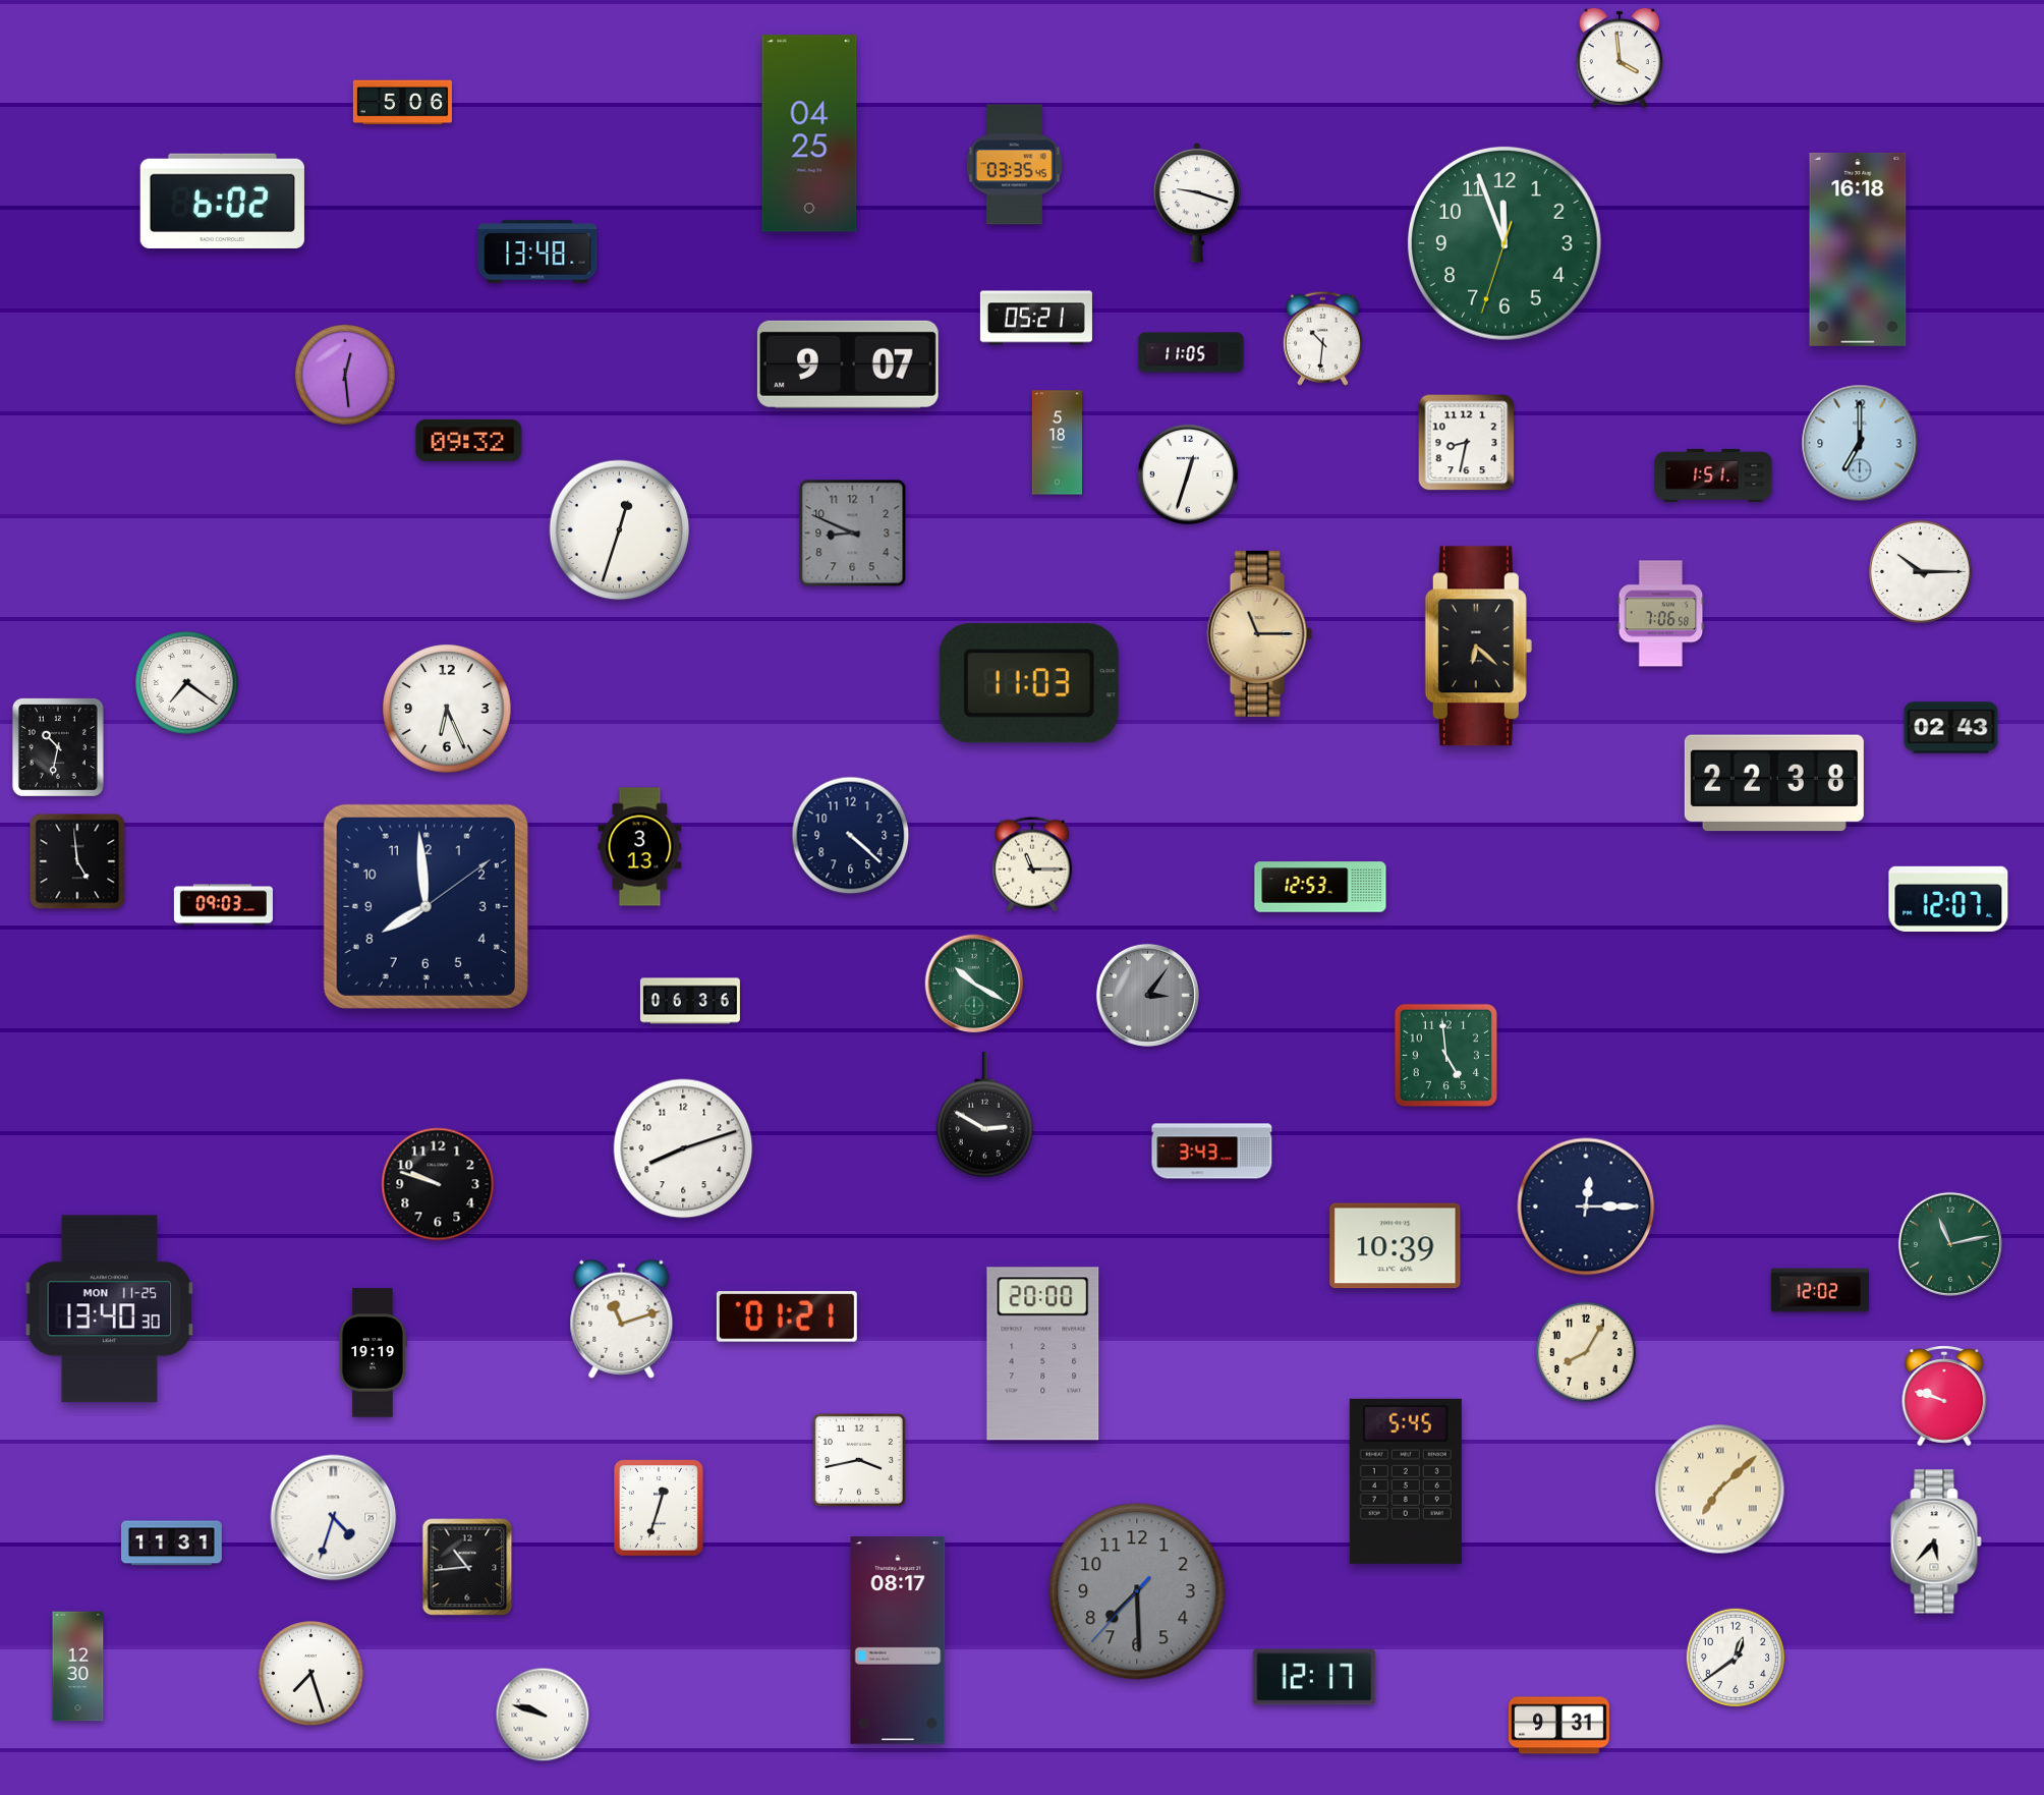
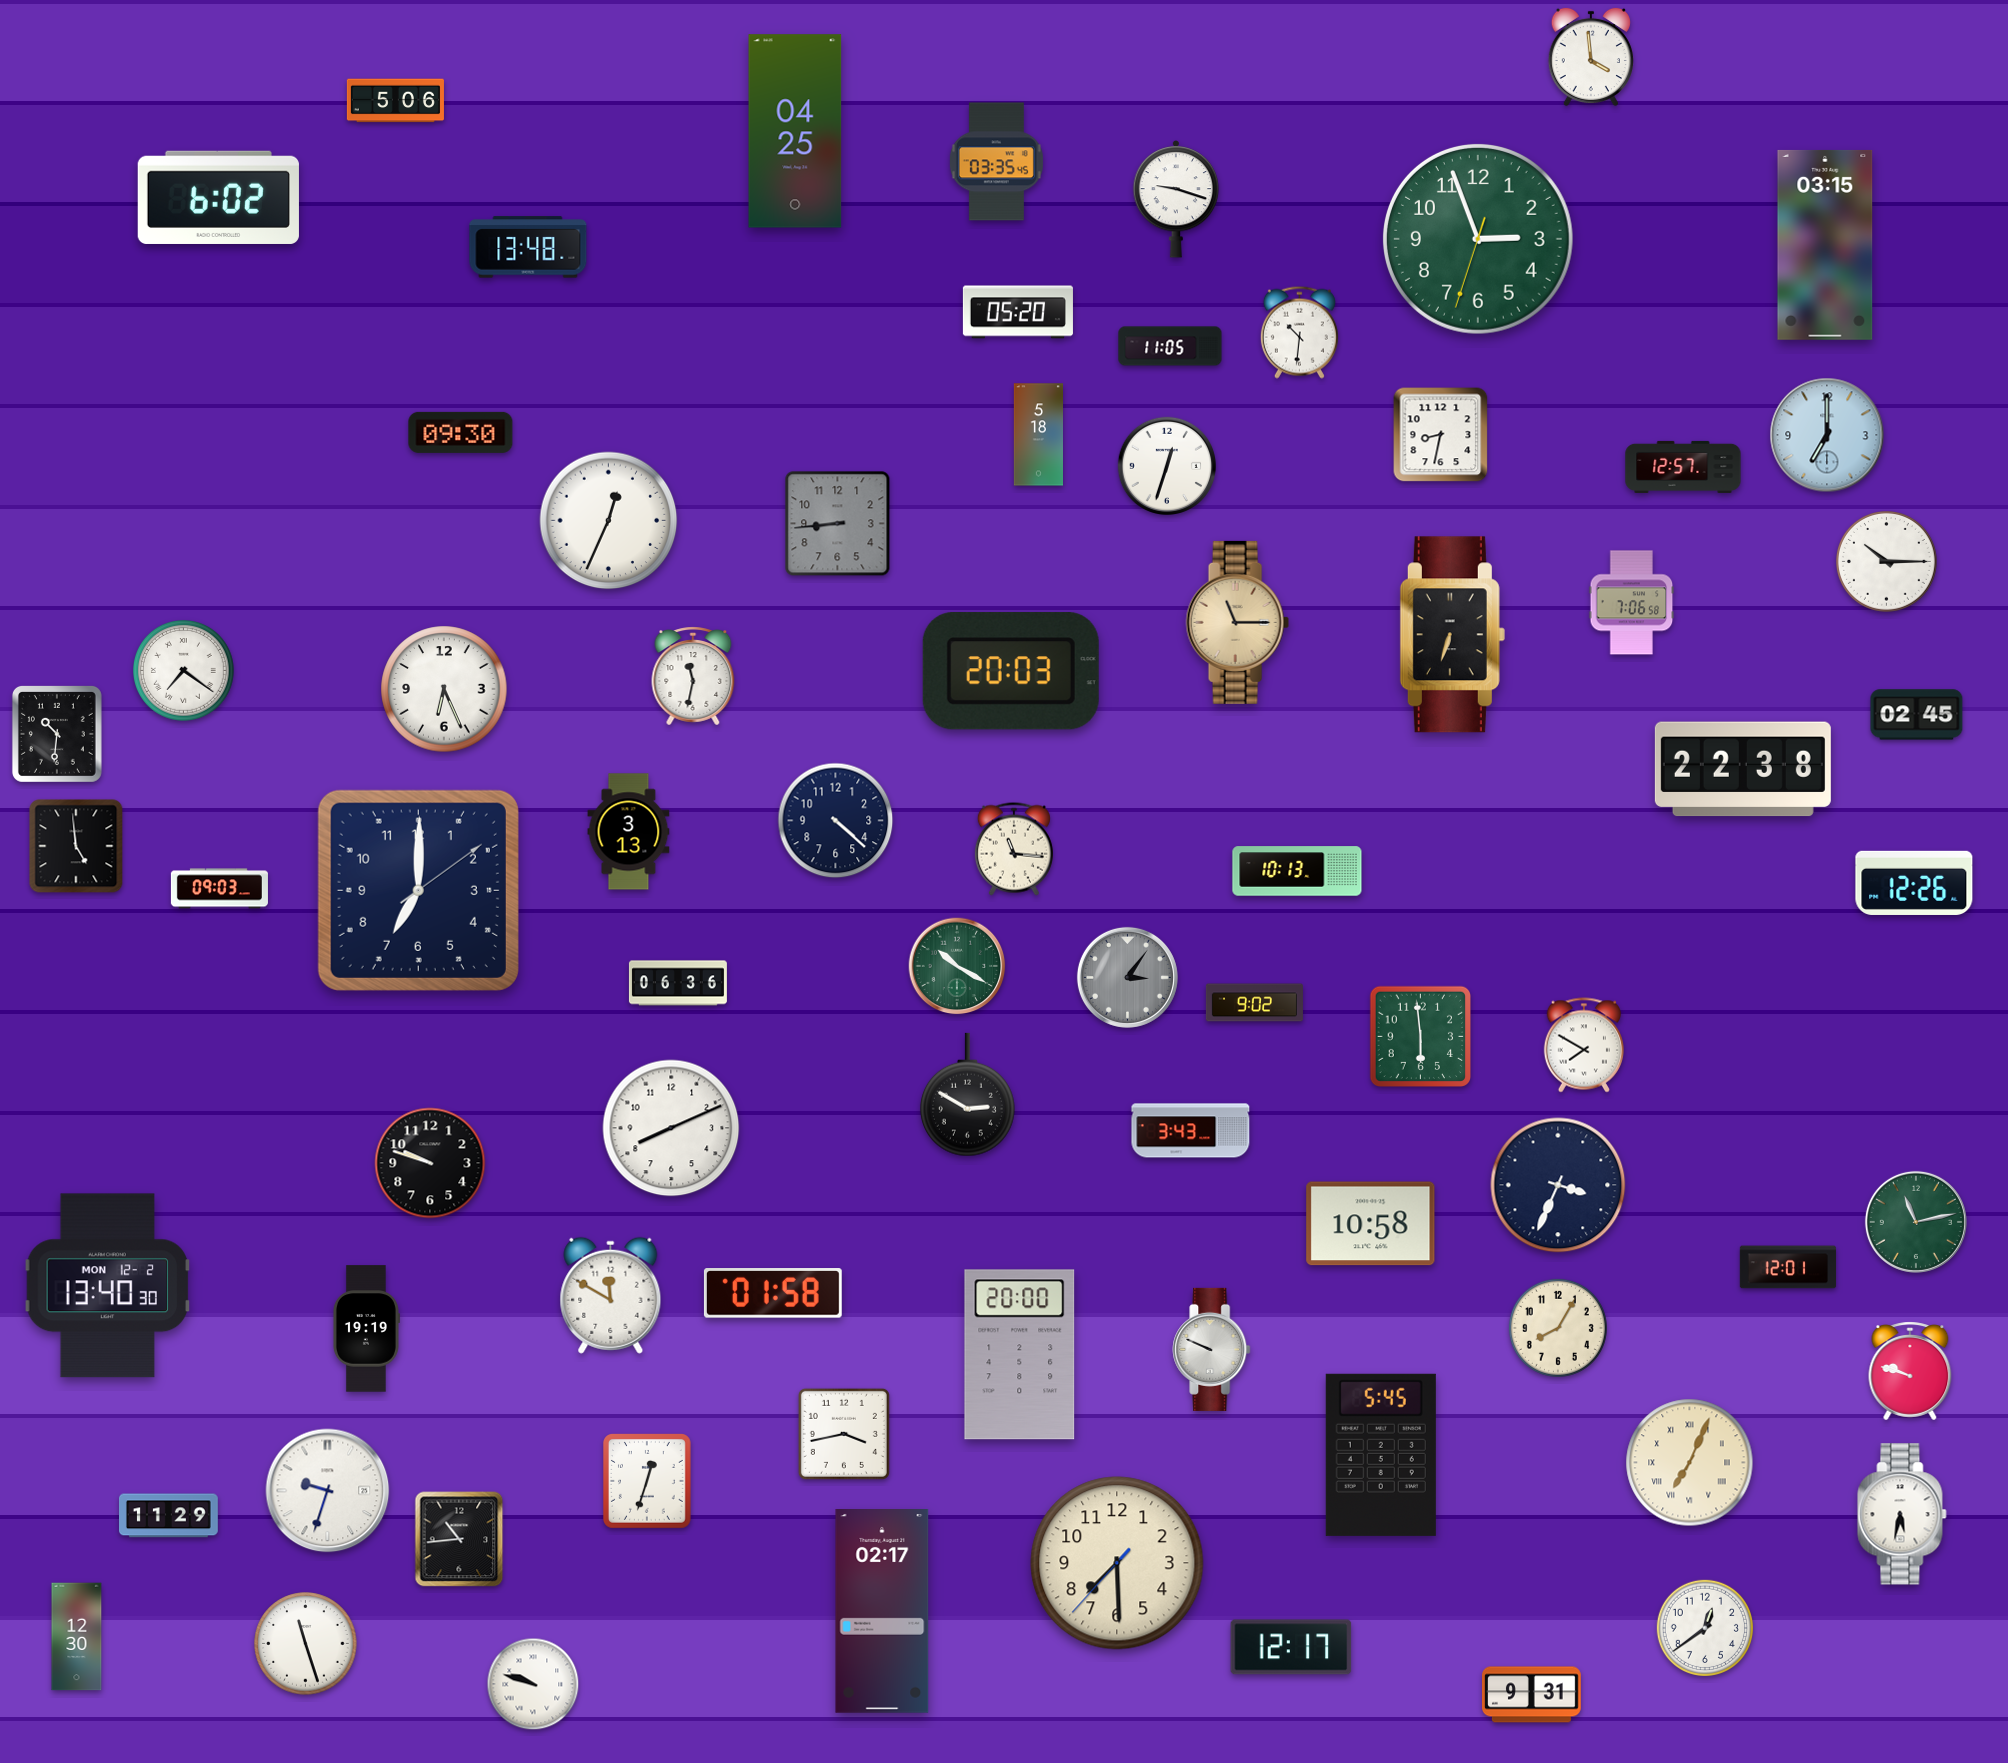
clock at (1504, 243): 11:56 -> 2:56
clock at (1858, 249): 16:18 -> 03:15
clock at (1036, 318): 05:21 -> 05:20
clock at (848, 364): 9:07 -> none
clock at (345, 375): 12:29 -> none
clock at (469, 440): 09:32 -> 09:30
clock at (1713, 475): 1:51 -> 12:57
clock at (620, 530): 12:33 -> 12:34
clock at (853, 534): 8:49 -> 8:44
clock at (1478, 647): 6:22 -> 6:33
clock at (1029, 683): 11:03 -> 20:03
clock at (693, 676): none -> 11:32
clock at (447, 709) position: (447, 709) -> (444, 689)
clock at (1951, 728): 02:43 -> 02:45
clock at (58, 747): 10:32 -> 10:31
clock at (1032, 864): 11:15 -> 11:16
clock at (1320, 887): 12:53 -> 10:13
clock at (1948, 899): 12:07 -> 12:26
clock at (425, 906): 7:59 -> 7:00
clock at (1254, 1003): none -> 9:02
clock at (1445, 1055): 4:59 -> 5:59
clock at (1583, 1045): none -> 7:50
clock at (683, 1148): 8:12 -> 8:11
clock at (1586, 1207): 12:15 -> 3:34
clock at (1396, 1246): 10:39 -> 10:58
clock at (1820, 1290): 12:02 -> 12:01
clock at (110, 1309) date: MON 11-25 -> MON 12-2
clock at (787, 1316): 01:21 -> 01:58
clock at (622, 1319): 11:12 -> 11:50
clock at (1043, 1354) position: (1043, 1354) -> (1020, 1355)
clock at (1212, 1349): none -> 9:49
clock at (1720, 1490): 7:08 -> 7:04
clock at (334, 1518): 4:33 -> 9:33
clock at (1936, 1541): 5:37 -> 5:32
clock at (172, 1544): 11:31 -> 11:29
clock at (1137, 1591) dial: grey -> cream
clock at (898, 1641): 08:17 -> 02:17
clock at (311, 1674): 7:27 -> 11:27
